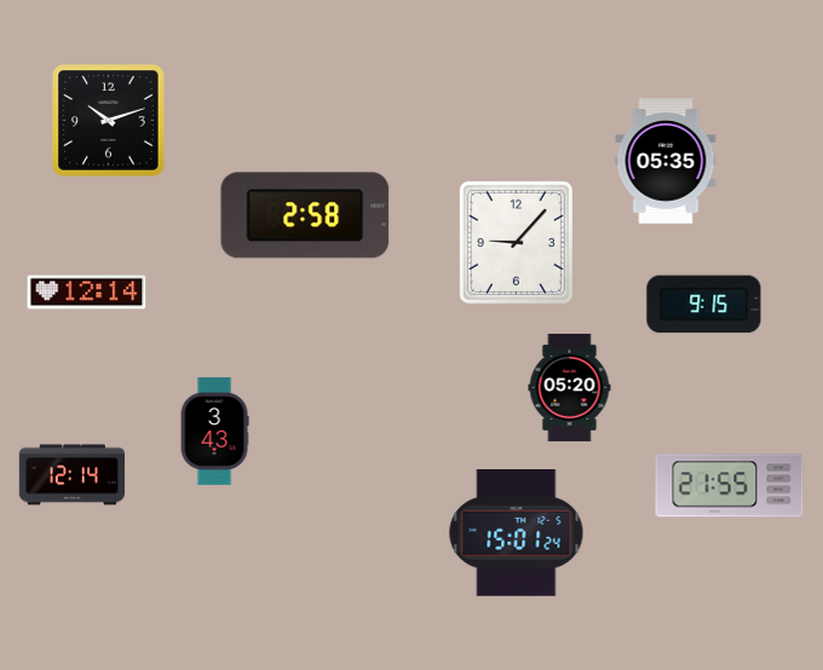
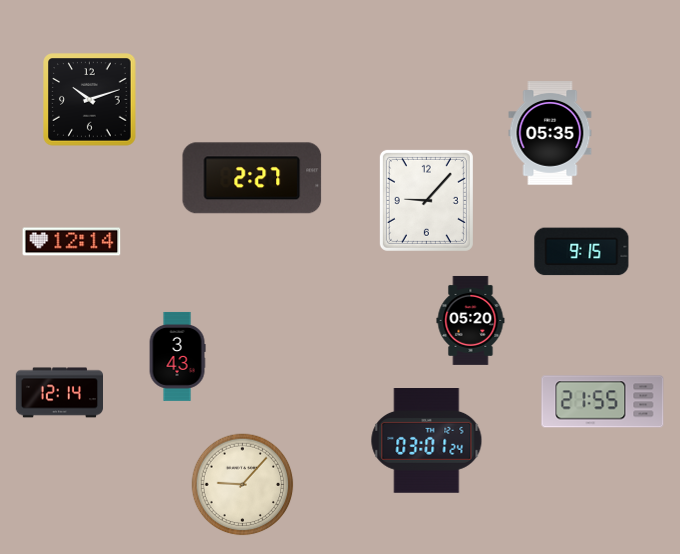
clock at (305, 215): 2:58 -> 2:27
clock at (517, 533): 15:01 -> 03:01
clock at (243, 485): none -> 9:07
